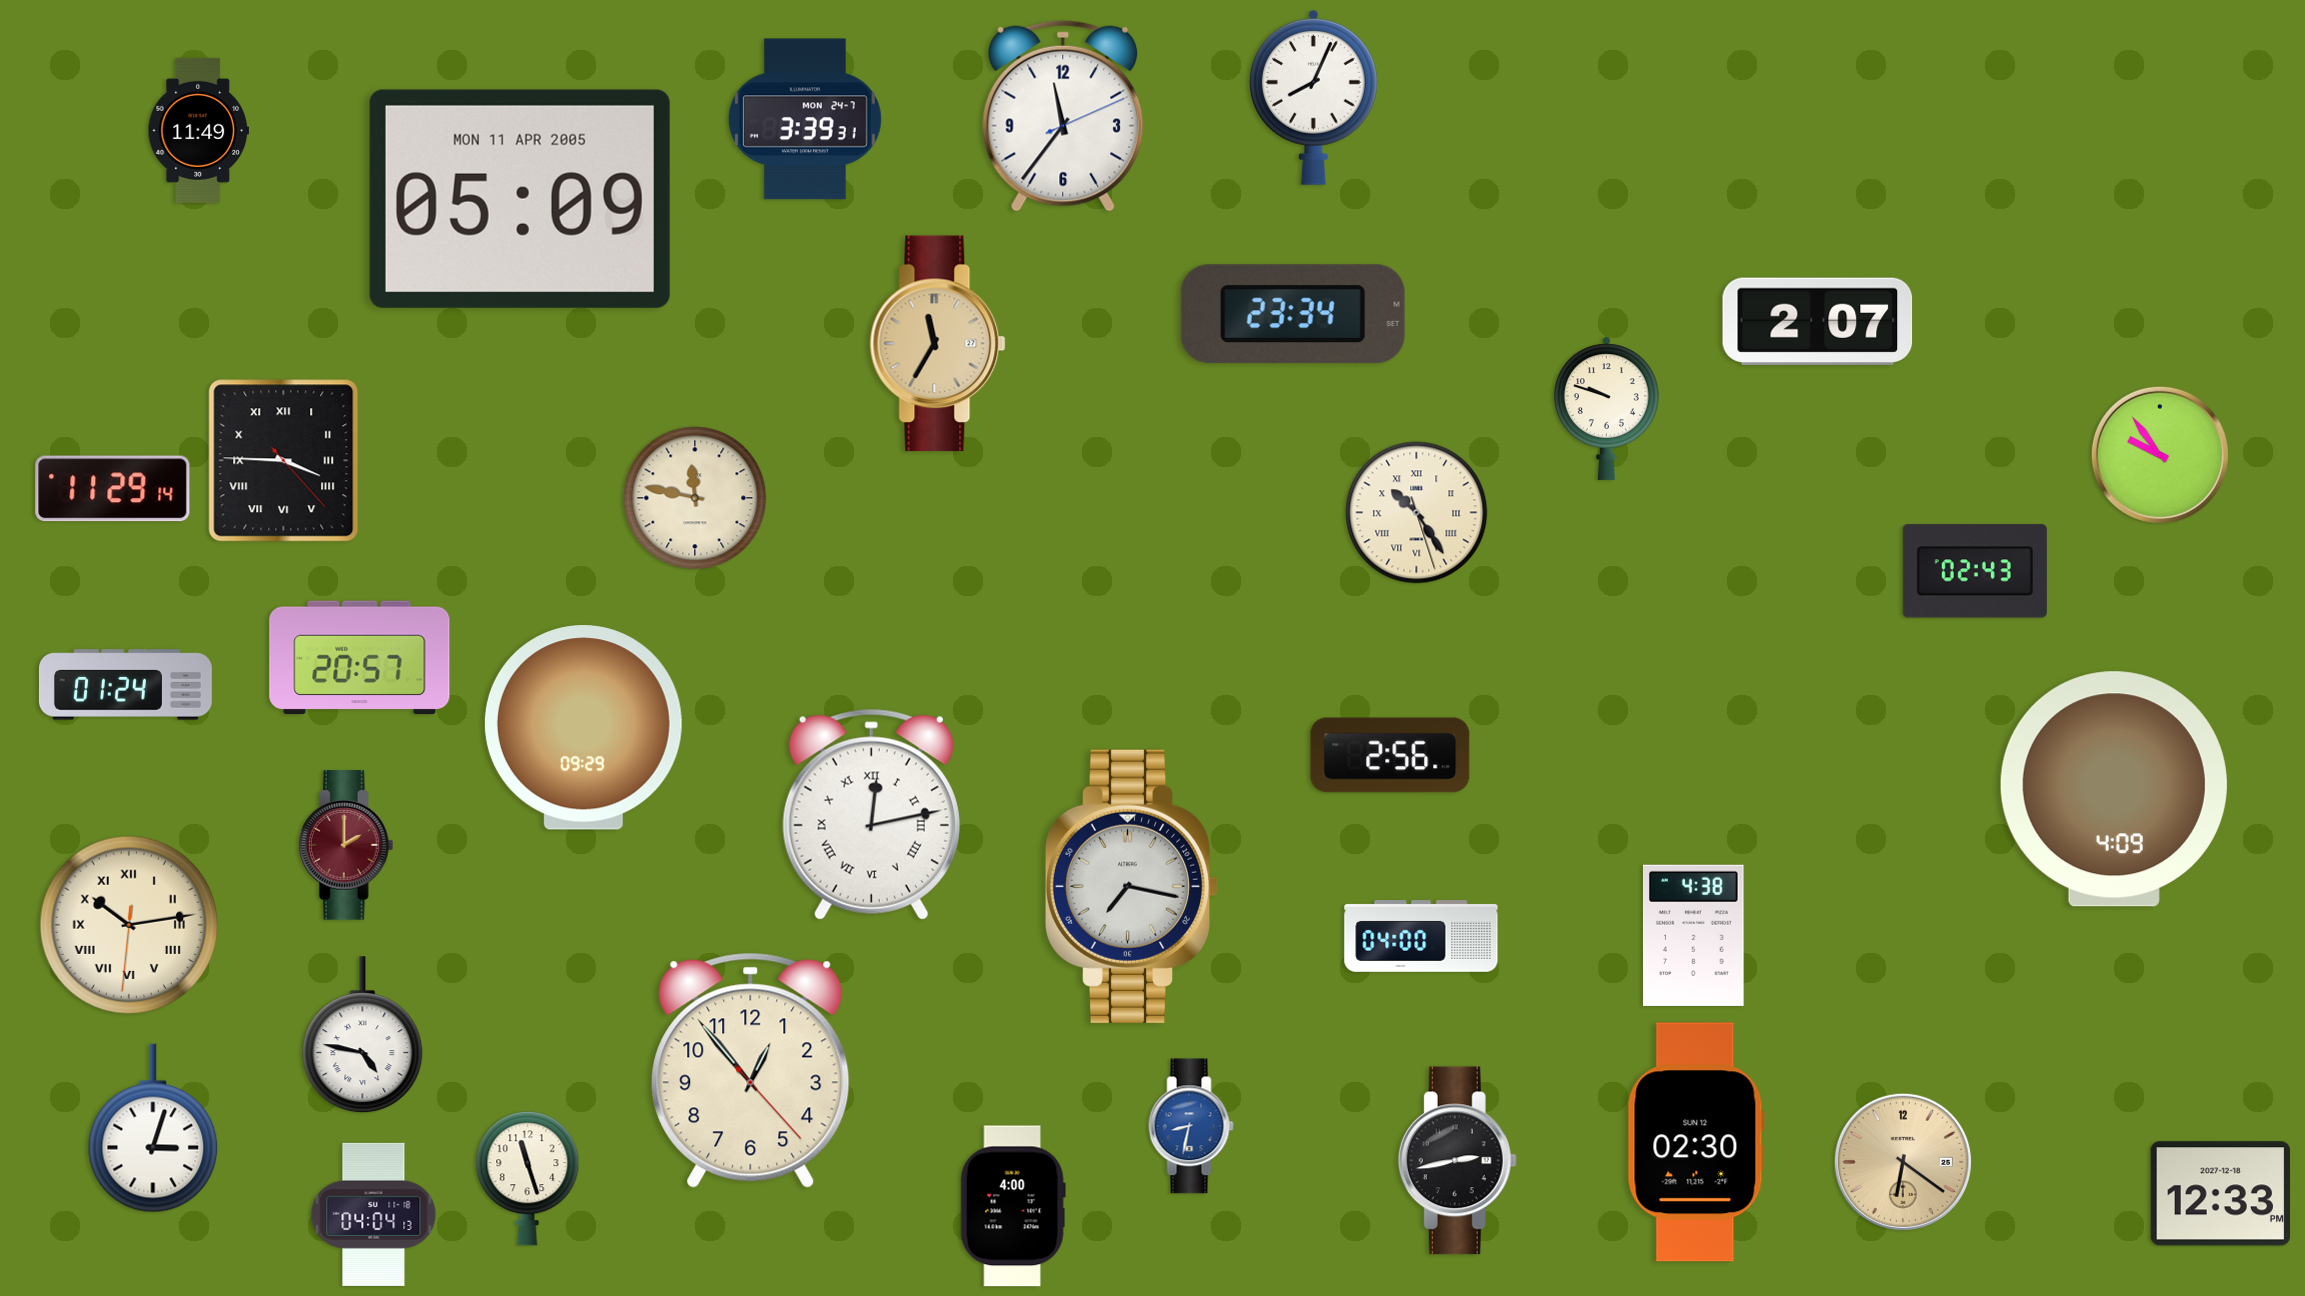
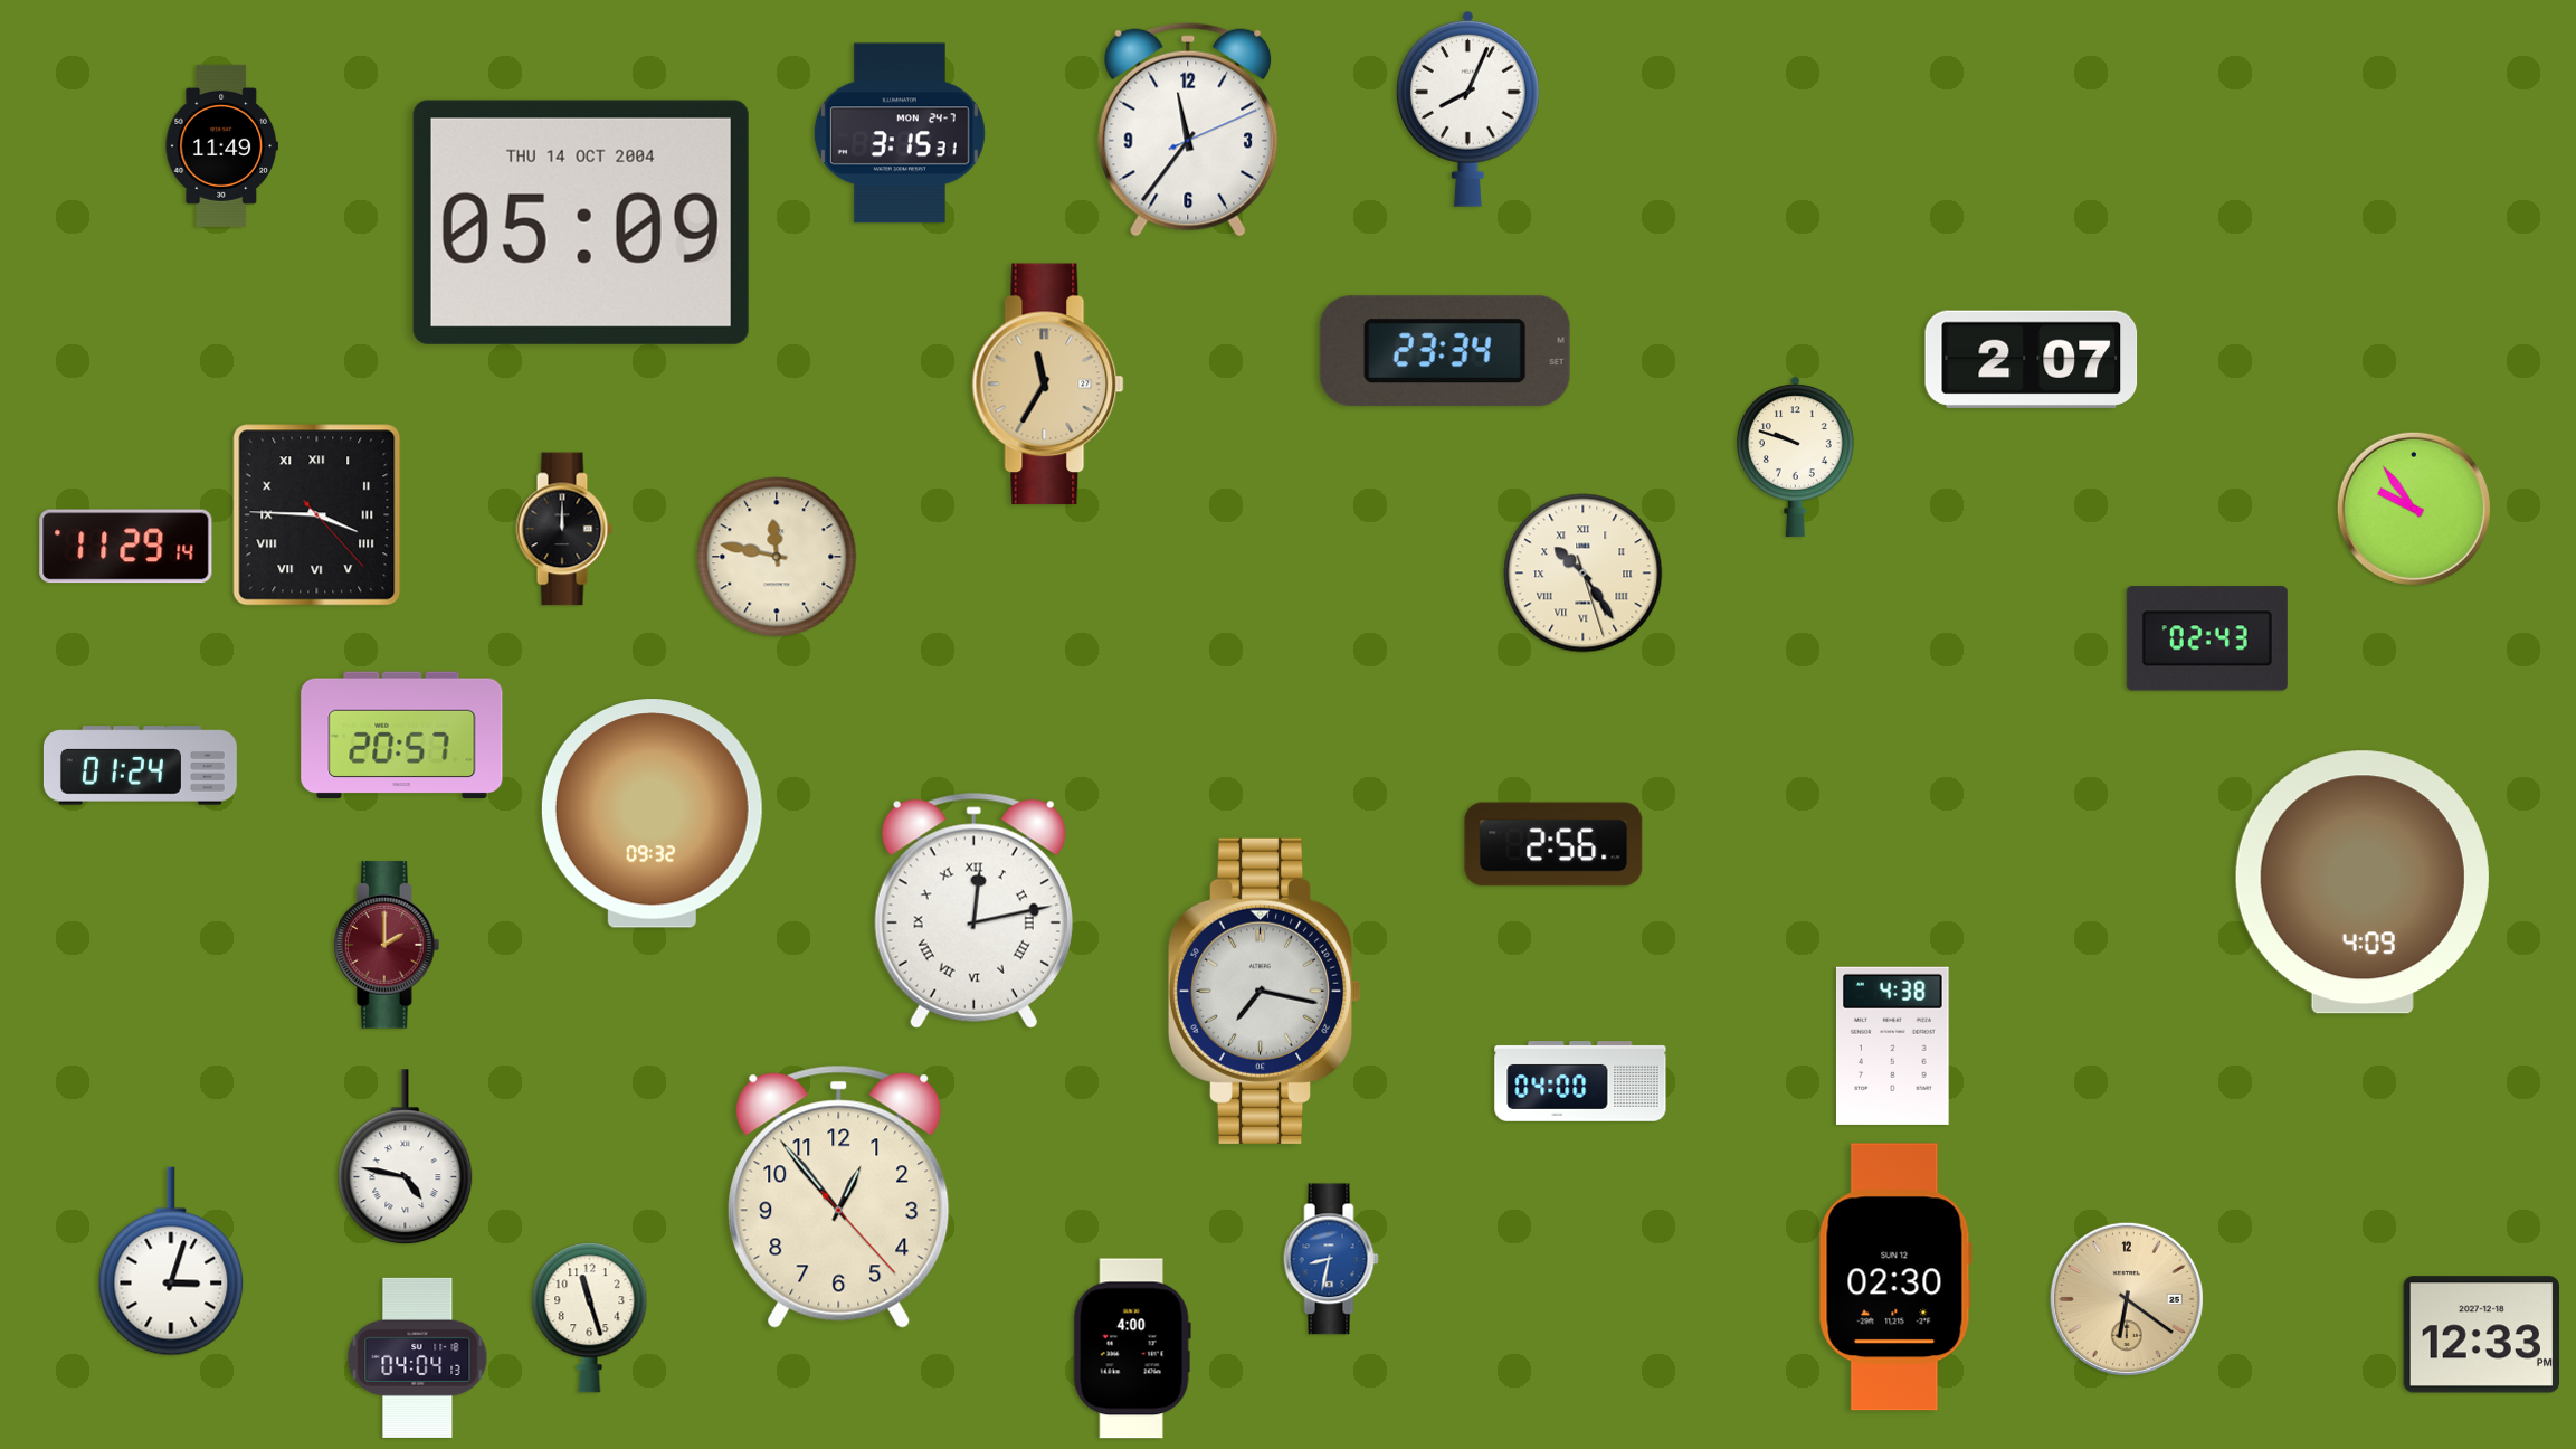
clock at (805, 119): 3:39 -> 3:15
clock at (520, 199) date: MON 11 APR 2005 -> THU 14 OCT 2004
clock at (564, 529): none -> 12:00
clock at (583, 728): 09:29 -> 09:32
clock at (129, 925): 10:13 -> none
clock at (1421, 937) position: (1421, 937) -> (1580, 1082)
clock at (1457, 1161): 2:43 -> none
